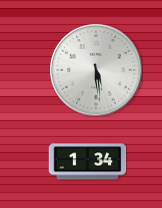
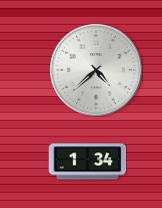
clock at (96, 70): 5:29 -> 4:38
